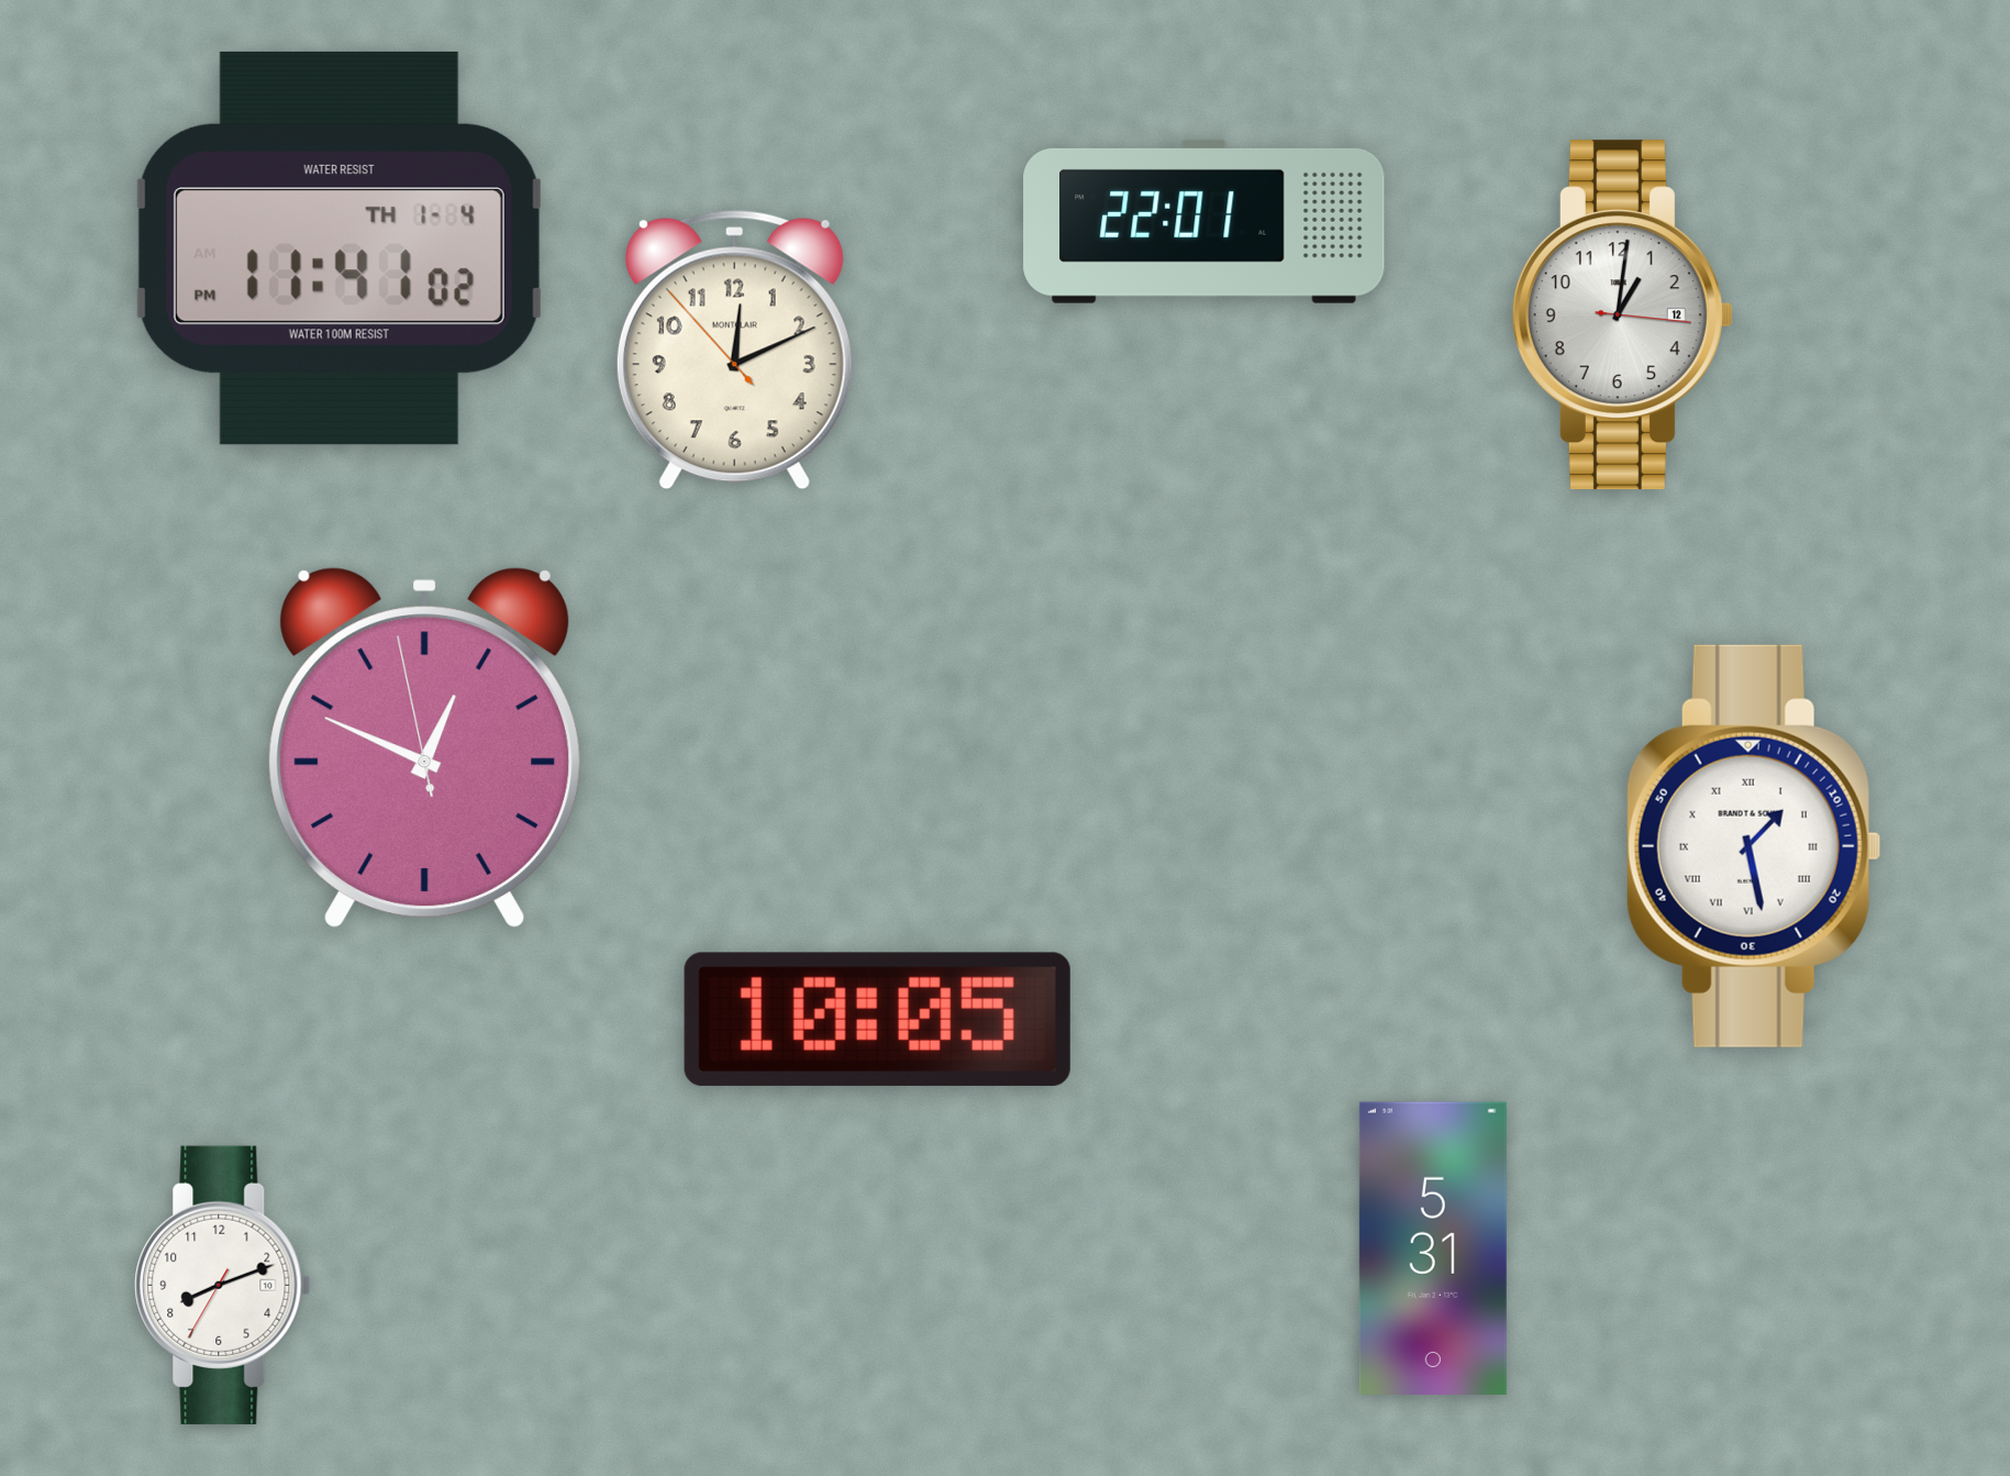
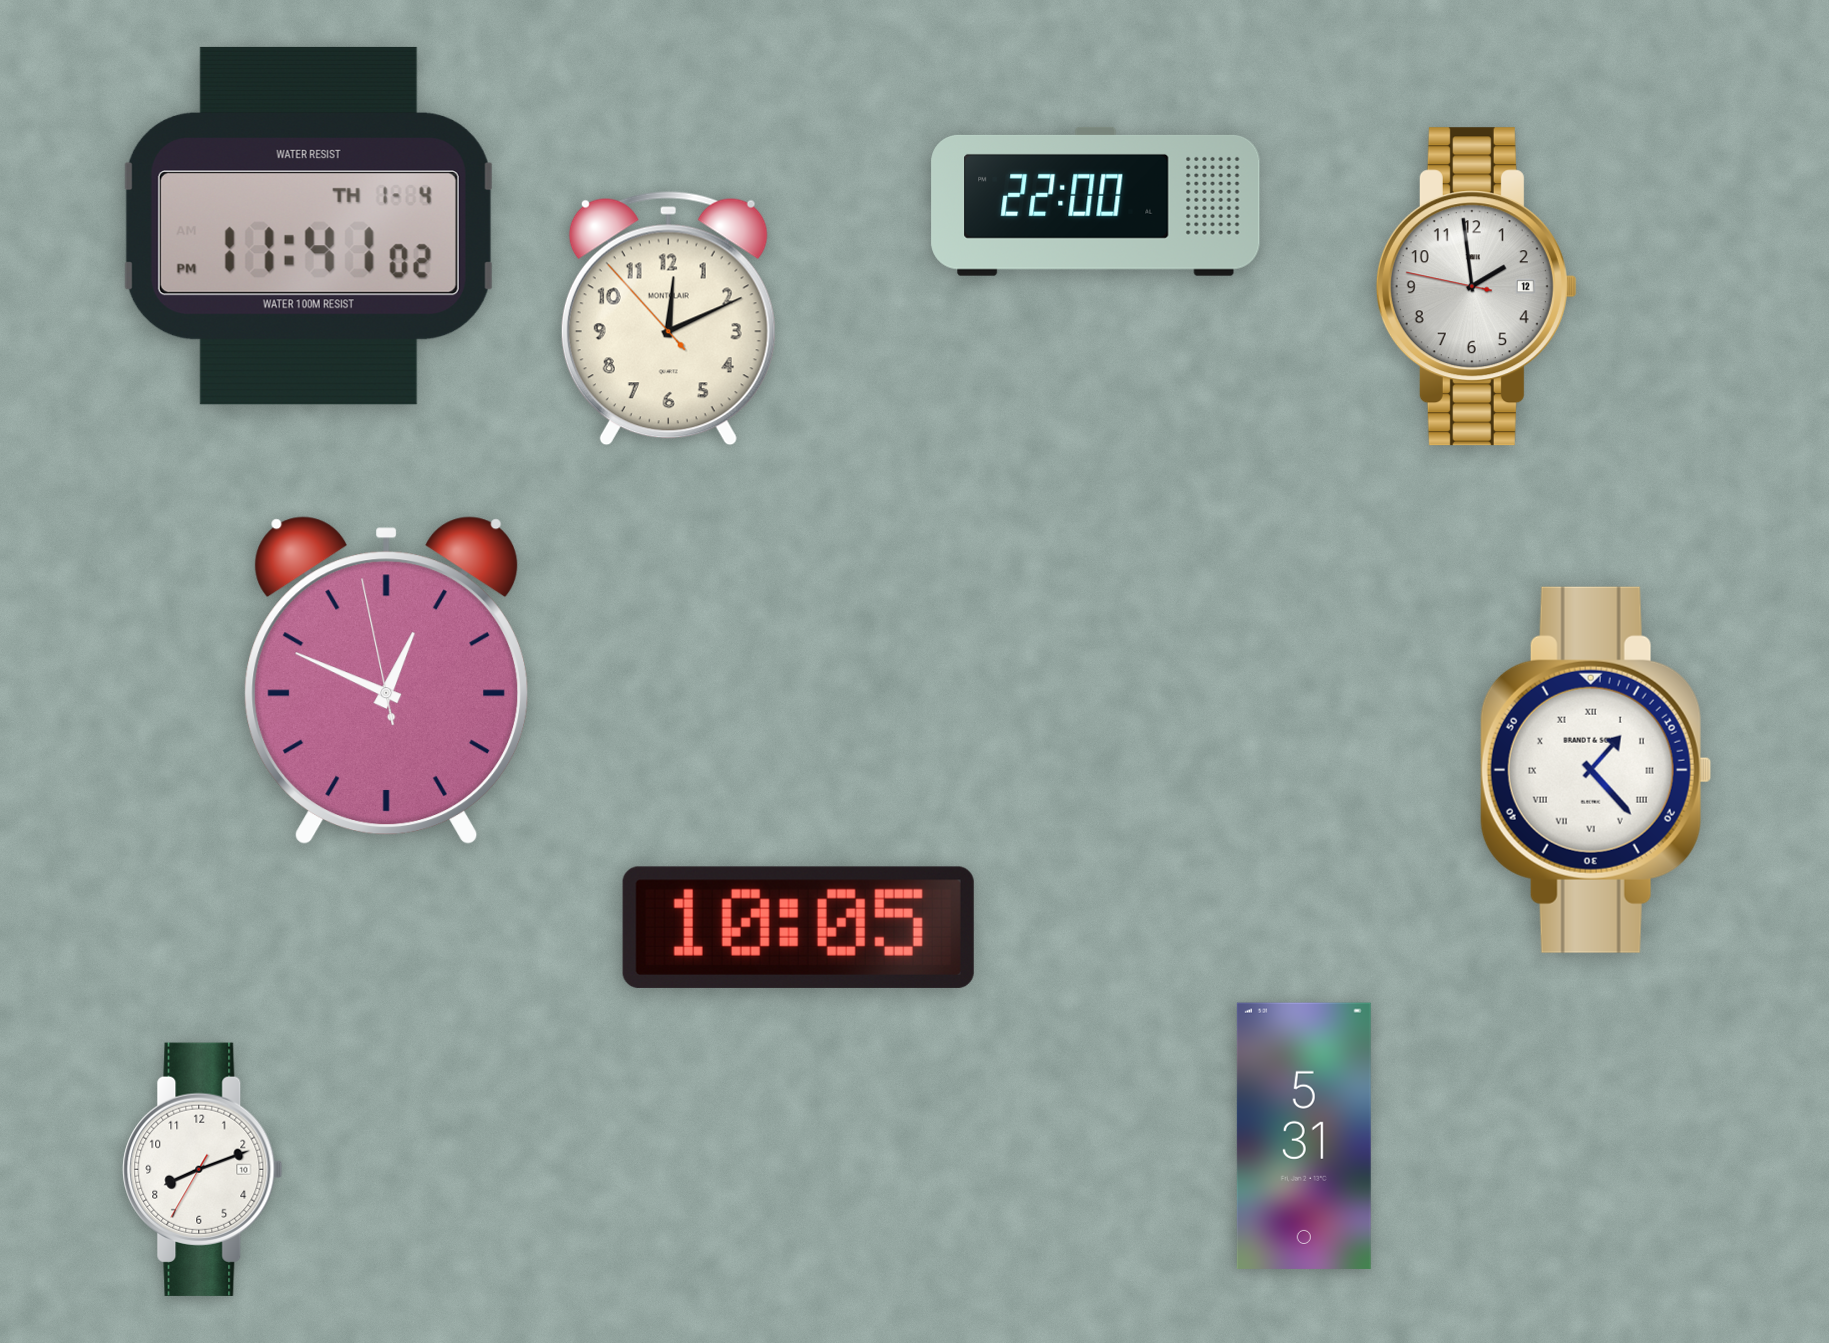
clock at (1204, 221): 22:01 -> 22:00
clock at (1622, 315): 1:01 -> 1:58
clock at (1754, 846): 1:28 -> 1:23
